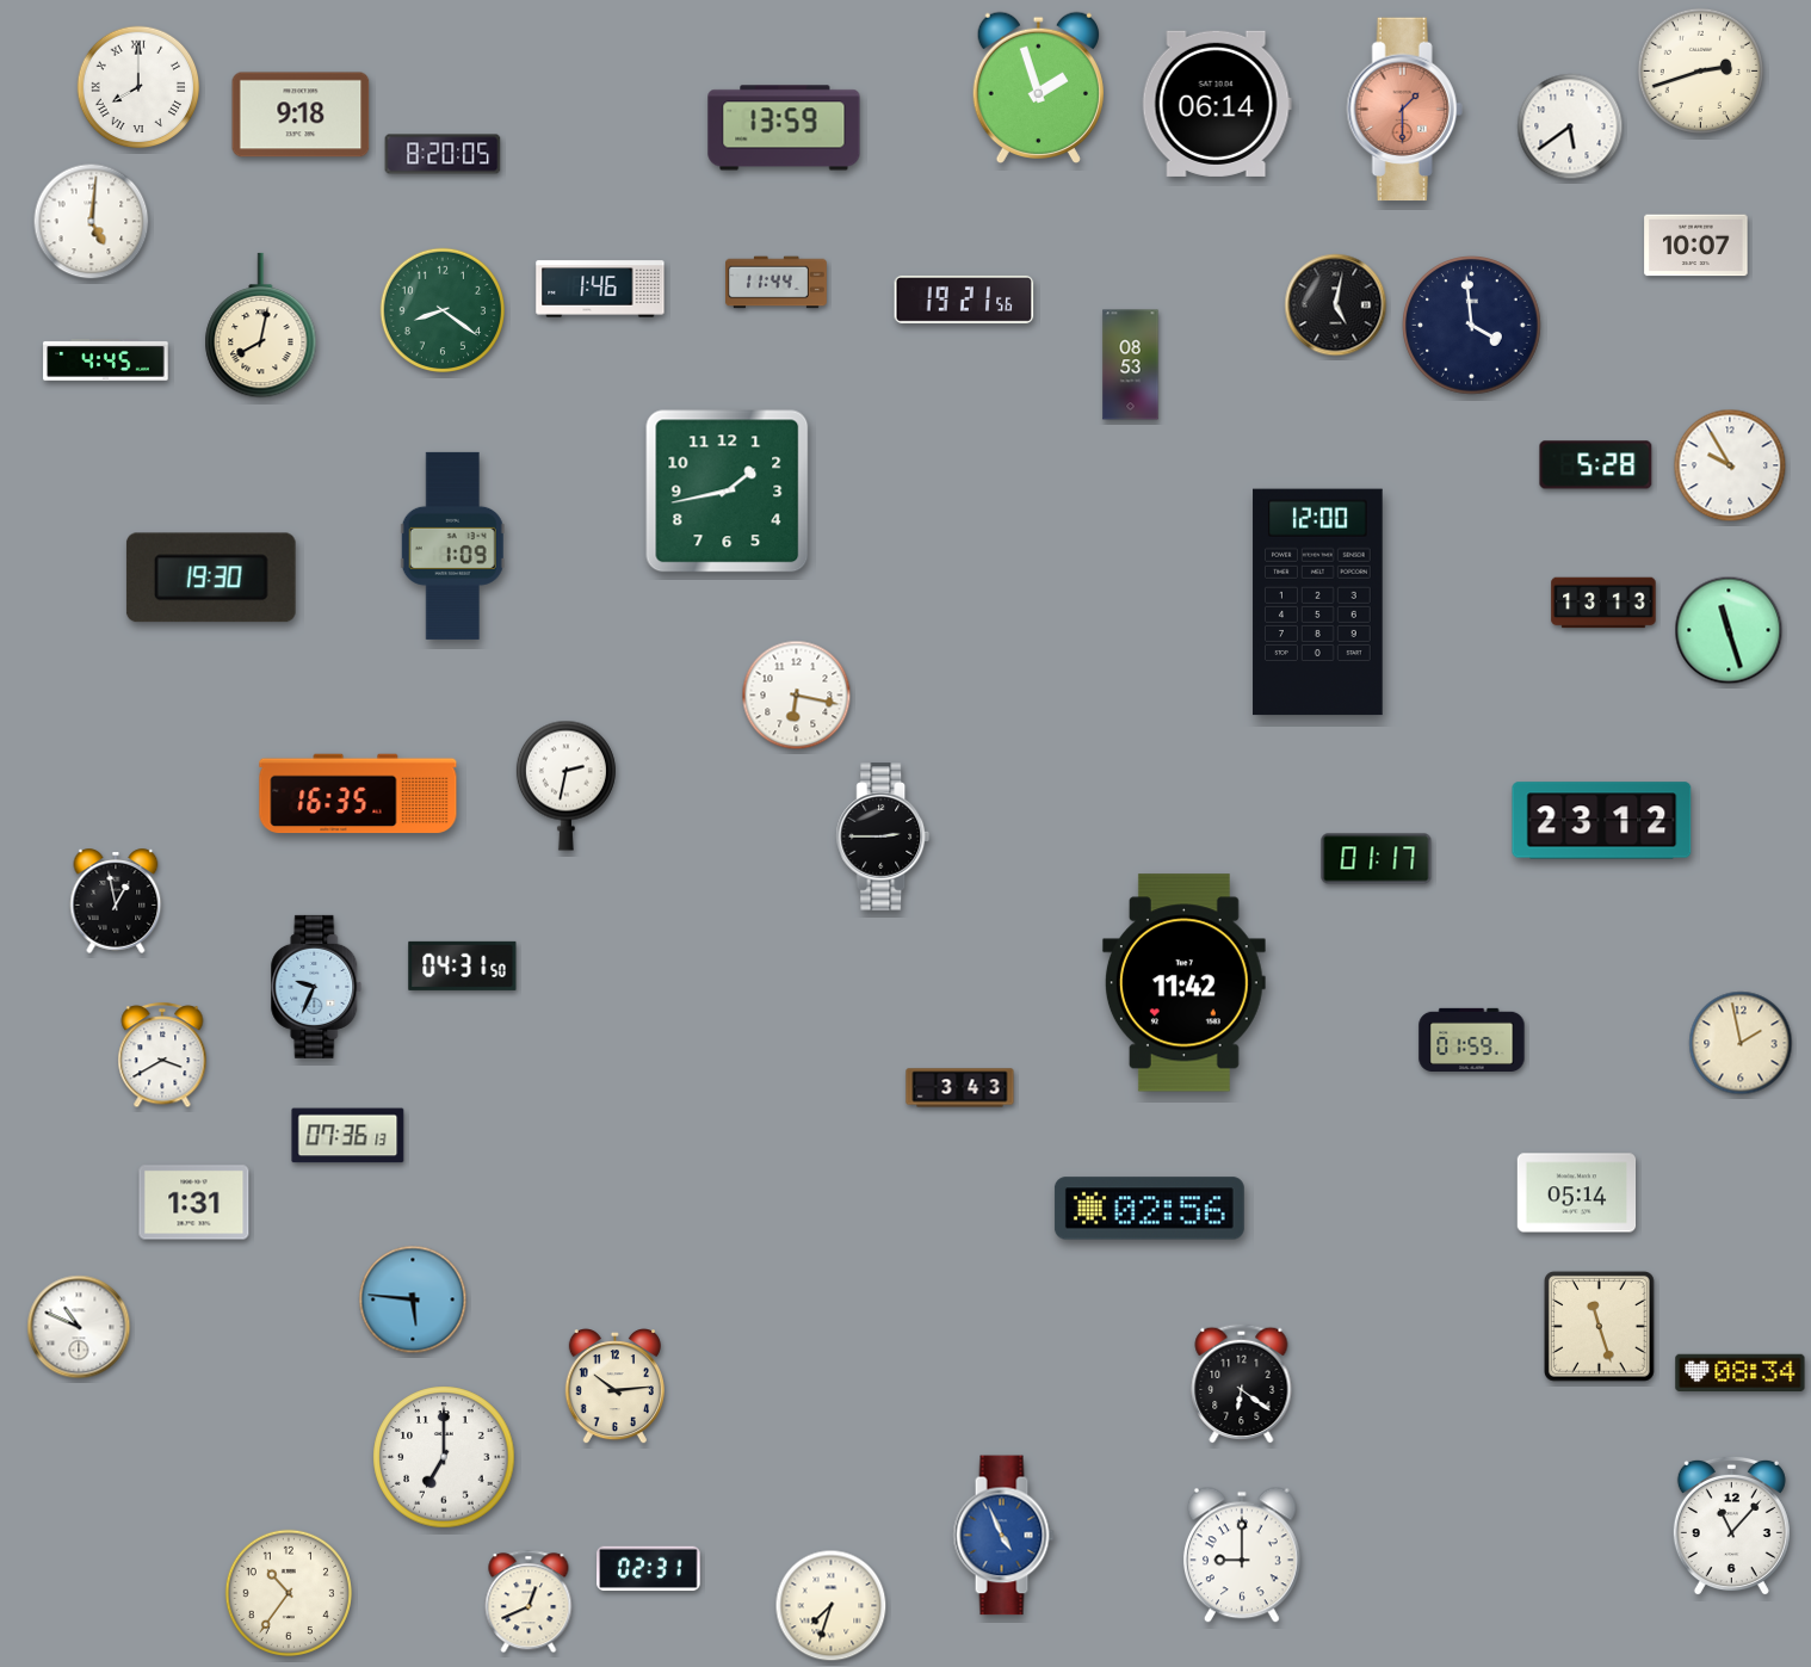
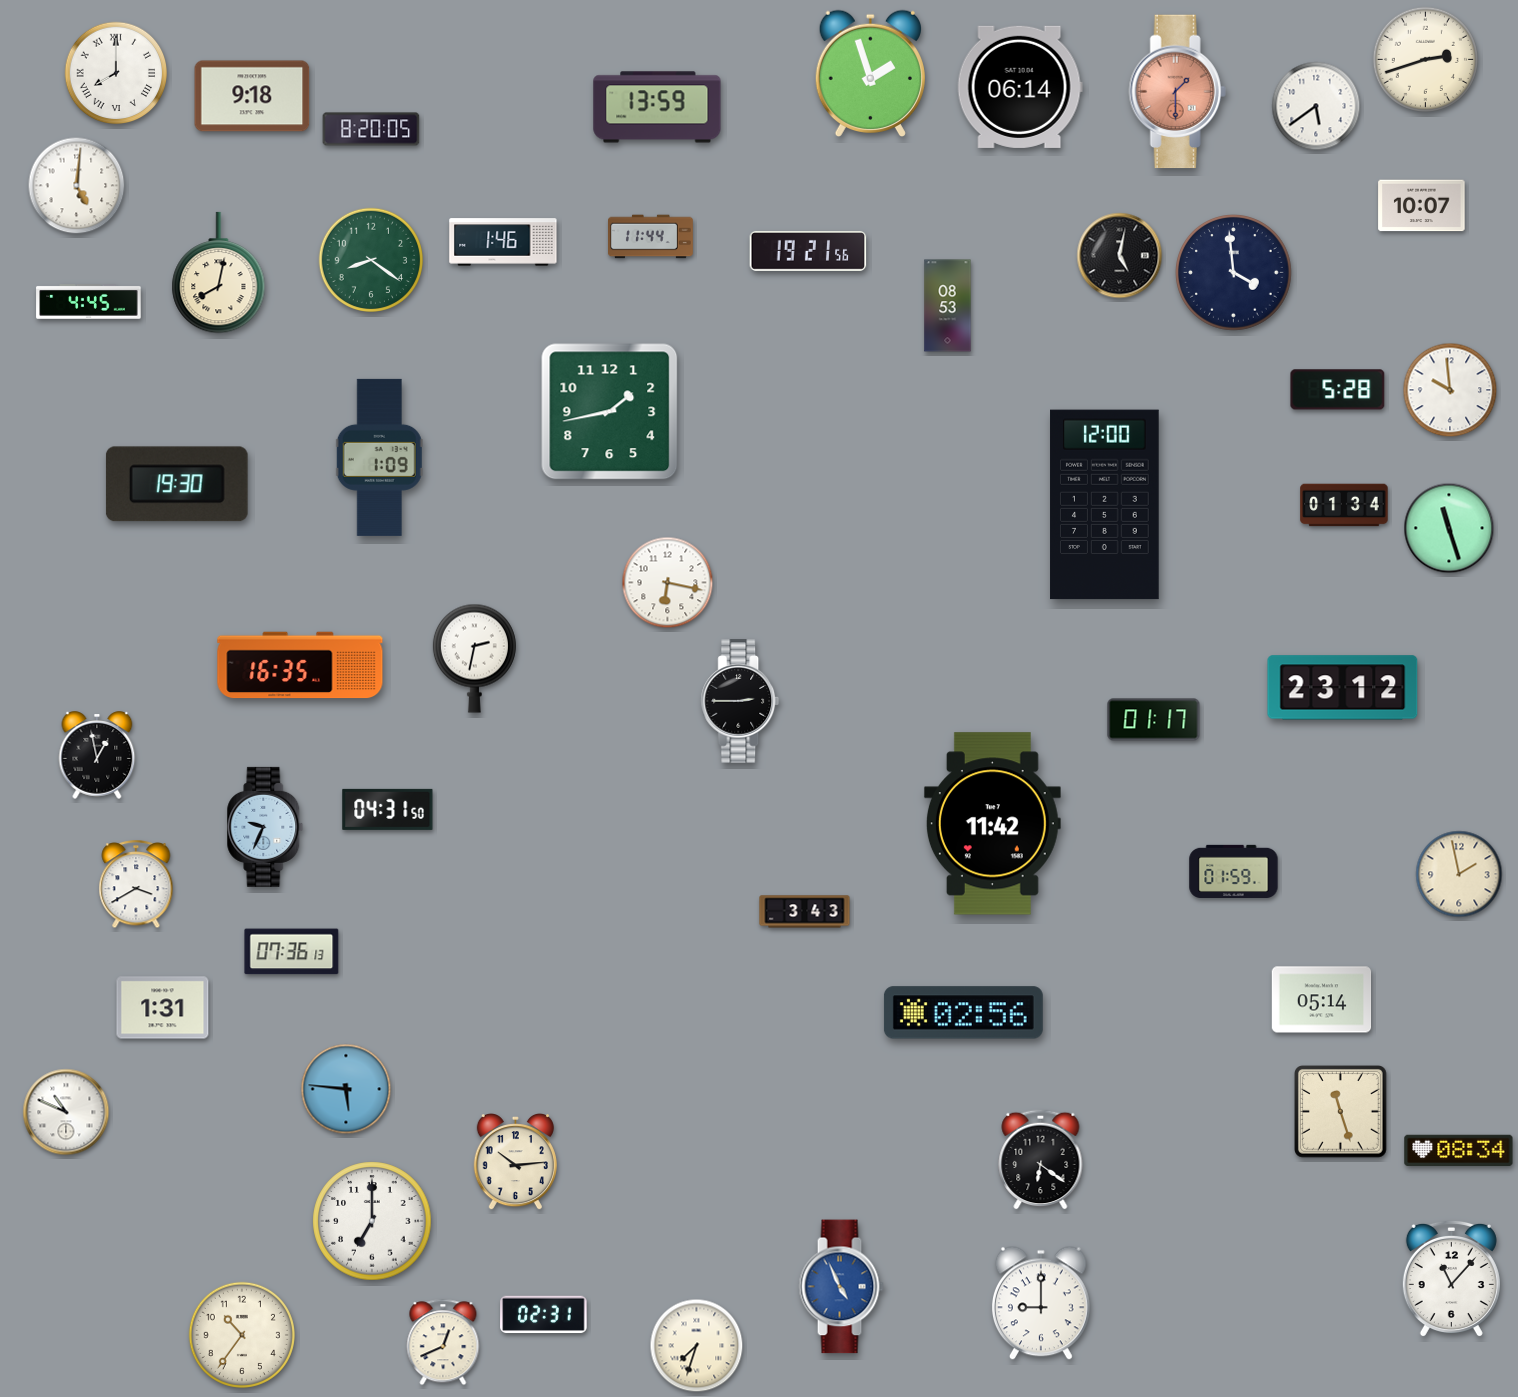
clock at (1730, 465): 9:55 -> 9:59
clock at (1603, 603): 13:13 -> 01:34
